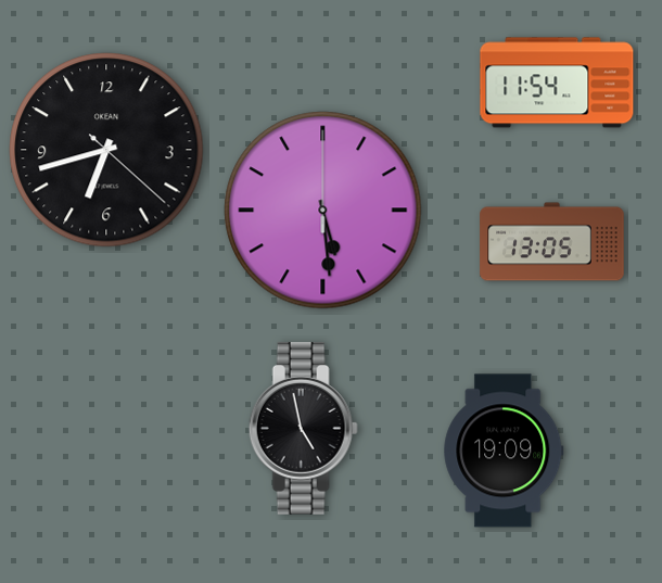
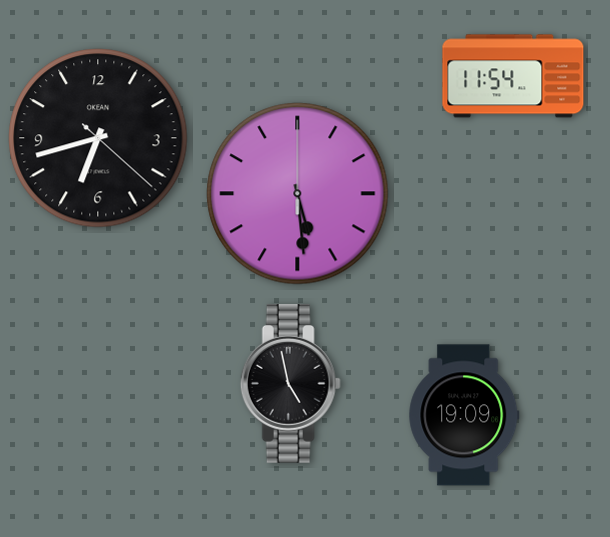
clock at (552, 242): 13:05 -> none
clock at (303, 428) position: (303, 428) -> (290, 383)
